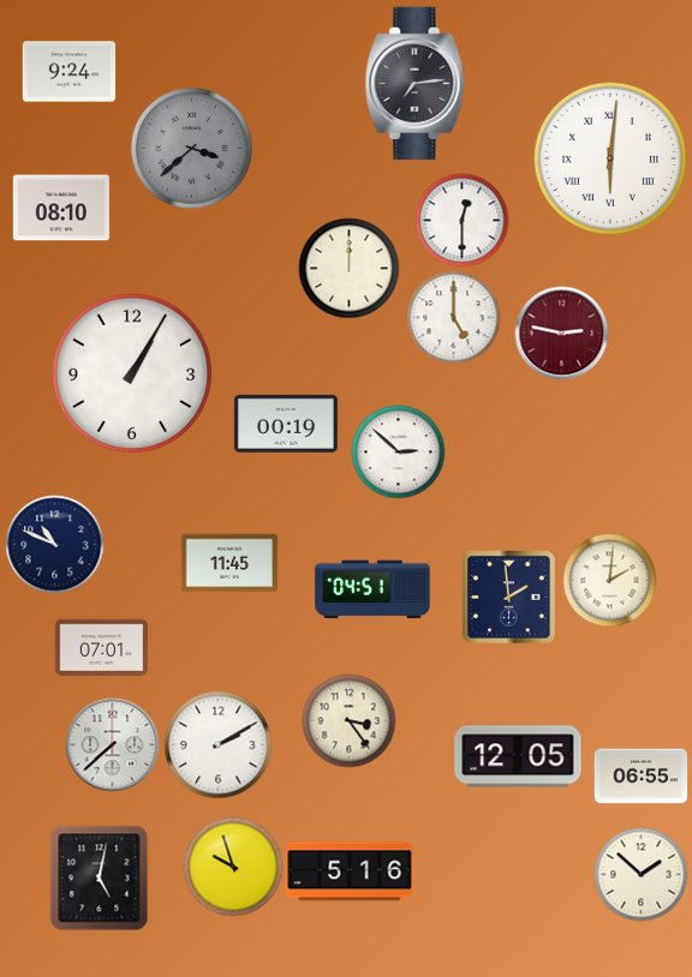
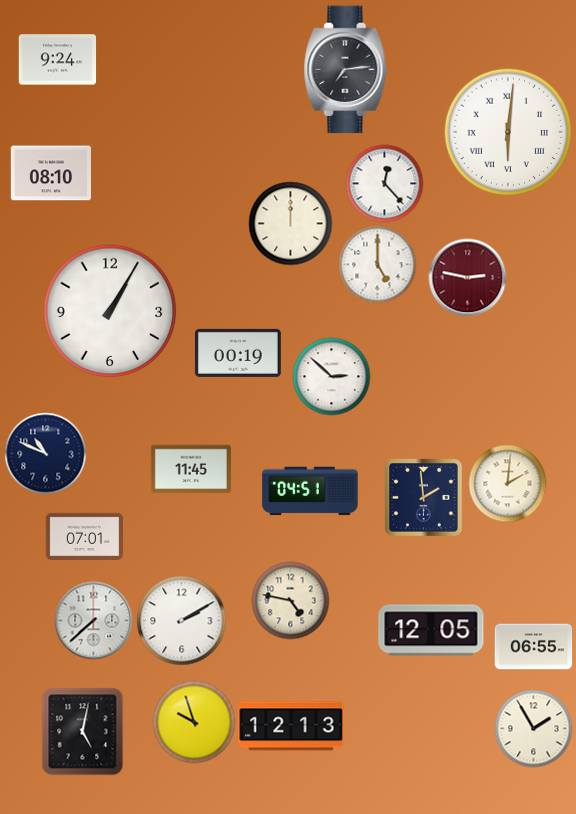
clock at (192, 149): 3:38 -> none
clock at (461, 220): 12:30 -> 12:23
clock at (101, 648) position: (101, 648) -> (84, 537)
clock at (348, 720): 3:24 -> 4:47
clock at (350, 871): 5:16 -> 12:13
clock at (640, 874): 1:52 -> 1:55
